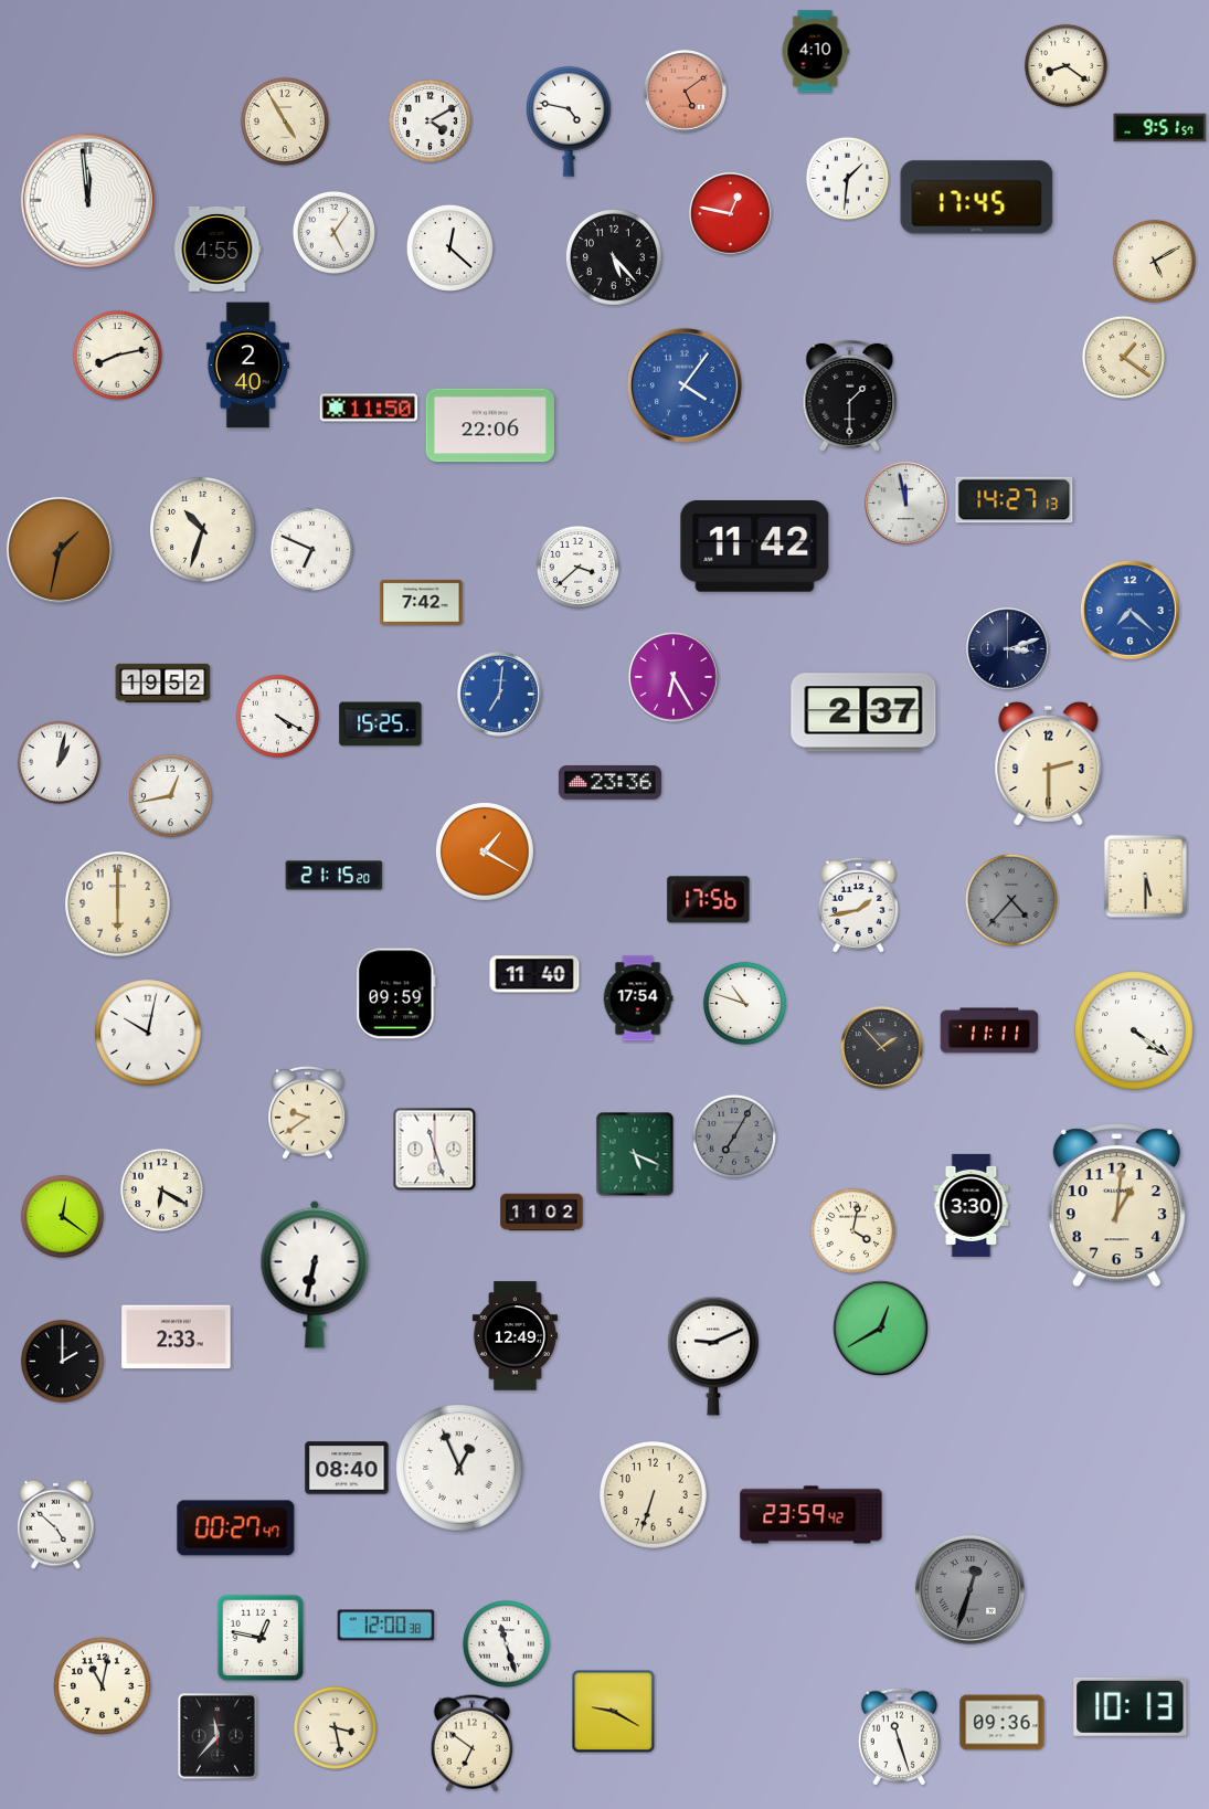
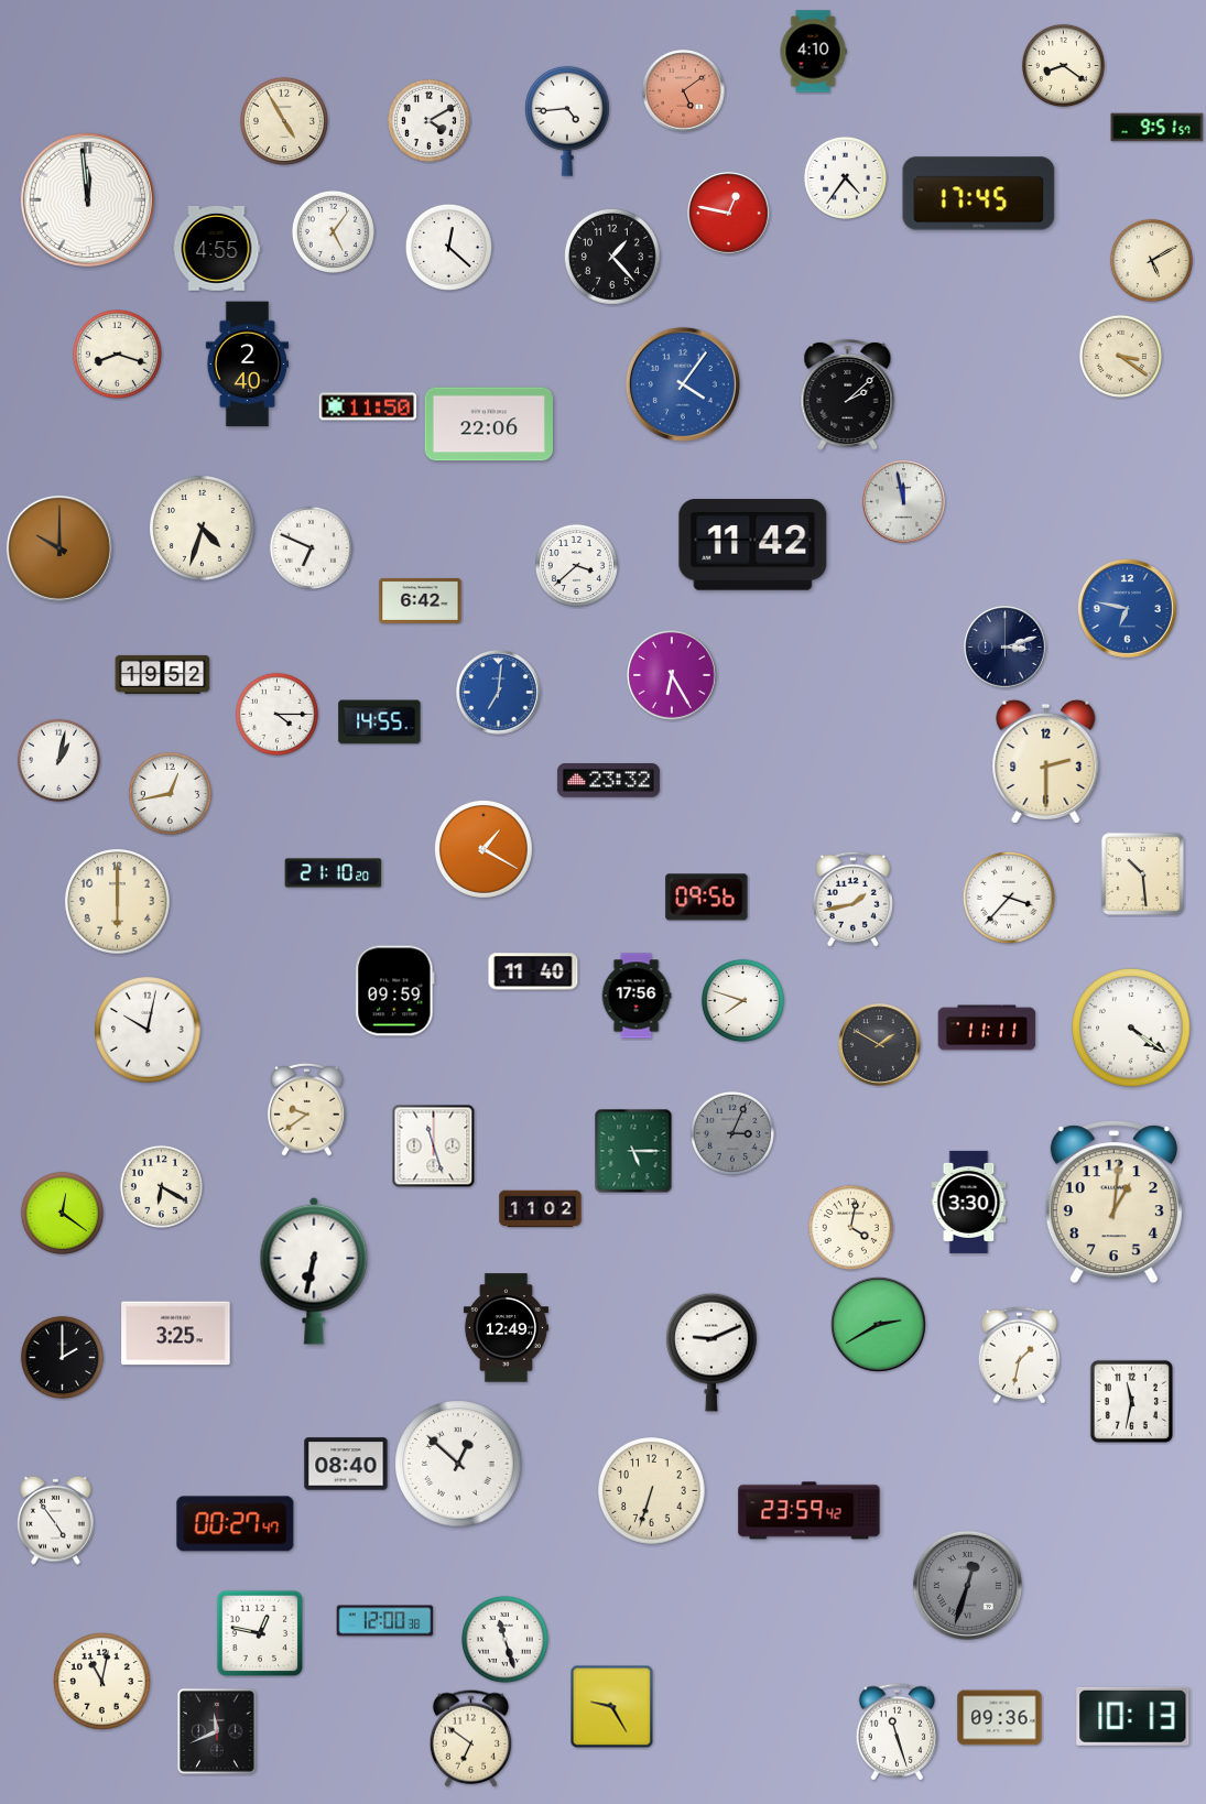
clock at (570, 121): 4:47 -> 4:44
clock at (847, 178): 1:31 -> 4:36
clock at (977, 198) position: (977, 198) -> (979, 194)
clock at (614, 257): 5:23 -> 1:23
clock at (117, 355): 8:13 -> 8:18
clock at (1123, 357): 1:21 -> 3:21
clock at (850, 395): 1:30 -> 2:08
clock at (1015, 500): 14:27 -> none
clock at (203, 530): 10:33 -> 4:33
clock at (60, 550): 1:32 -> 10:00
clock at (422, 602): 7:42 -> 6:42
clock at (1130, 610): 7:22 -> 6:47
clock at (163, 683) position: (163, 683) -> (163, 674)
clock at (863, 712): 2:37 -> none
clock at (277, 716): 4:20 -> 4:15
clock at (381, 724): 15:25 -> 14:55
clock at (609, 783): 23:36 -> 23:32
clock at (335, 876): 21:15 -> 21:10
clock at (1145, 876): 5:30 -> 10:29
clock at (709, 900): 17:56 -> 09:56
clock at (1011, 900): 4:37 -> 3:37
clock at (1011, 900) dial: grey -> white
clock at (858, 905) position: (858, 905) -> (852, 899)
clock at (638, 998): 17:54 -> 17:56
clock at (744, 1003): 10:48 -> 7:48
clock at (882, 1048): 1:53 -> 1:50
clock at (734, 1136): 7:05 -> 3:04
clock at (635, 1154): 5:19 -> 5:15
clock at (881, 1329): 12:40 -> 2:40
clock at (515, 1336) position: (515, 1336) -> (506, 1328)
clock at (177, 1337): 2:33 -> 3:25
clock at (1019, 1356): none -> 1:32
clock at (1131, 1401): none -> 11:32
clock at (459, 1468): 12:56 -> 12:52
clock at (56, 1524): 4:52 -> 4:54
clock at (1131, 1706) position: (1131, 1706) -> (1133, 1716)
clock at (614, 1712): 9:20 -> 9:25
clock at (335, 1727): 3:28 -> none
clock at (218, 1736): 11:37 -> 11:41
